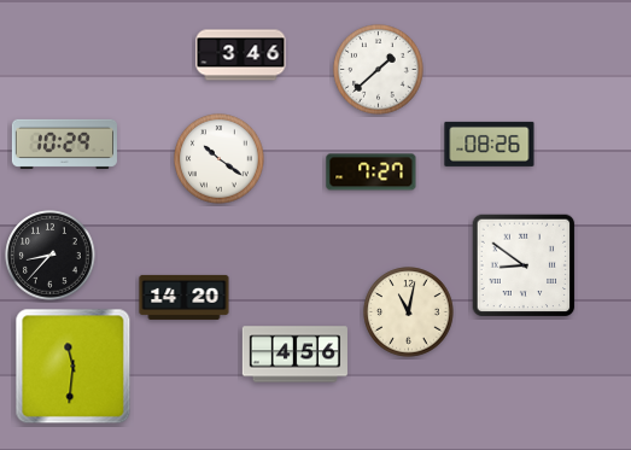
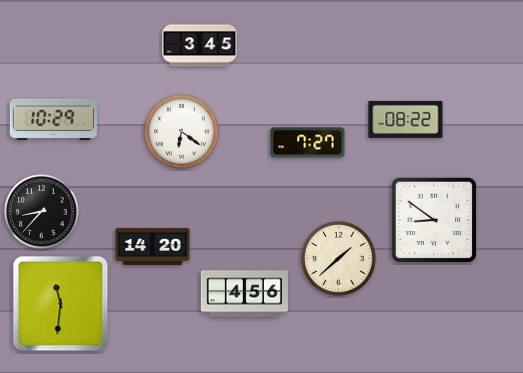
clock at (241, 55): 3:46 -> 3:45
clock at (379, 70): 1:38 -> none
clock at (490, 144): 08:26 -> 08:22
clock at (220, 159): 10:21 -> 6:21
clock at (409, 312): 11:02 -> 1:38
